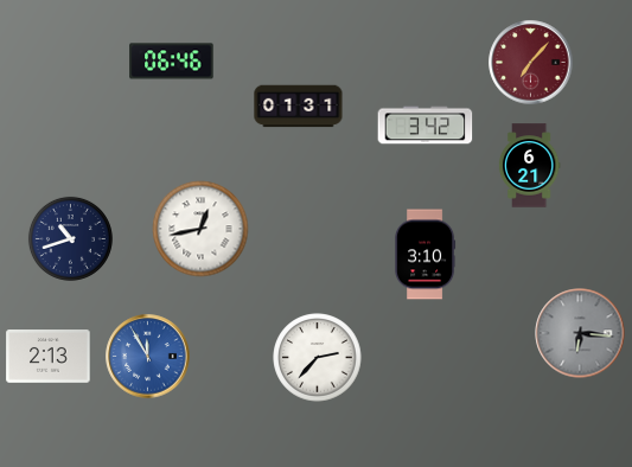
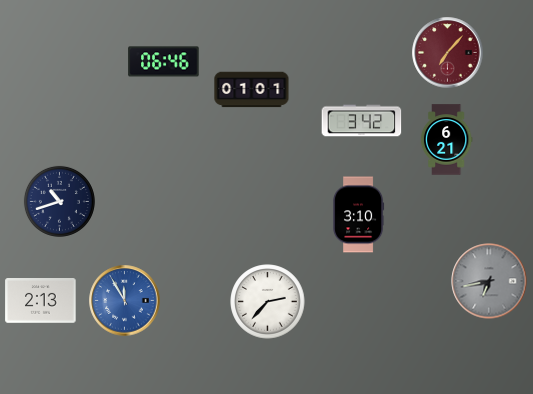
clock at (172, 62) position: (172, 62) -> (164, 62)
clock at (299, 107): 01:31 -> 01:01
clock at (426, 126) position: (426, 126) -> (362, 121)
clock at (200, 229): 12:43 -> none
clock at (580, 333): 6:16 -> 6:43
